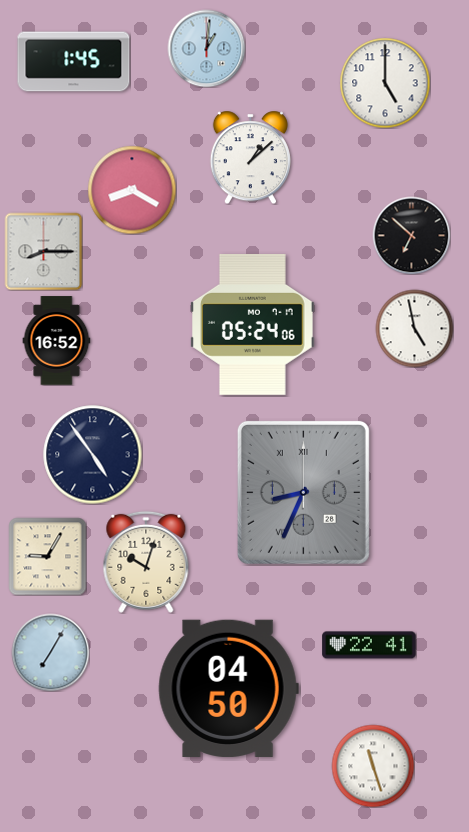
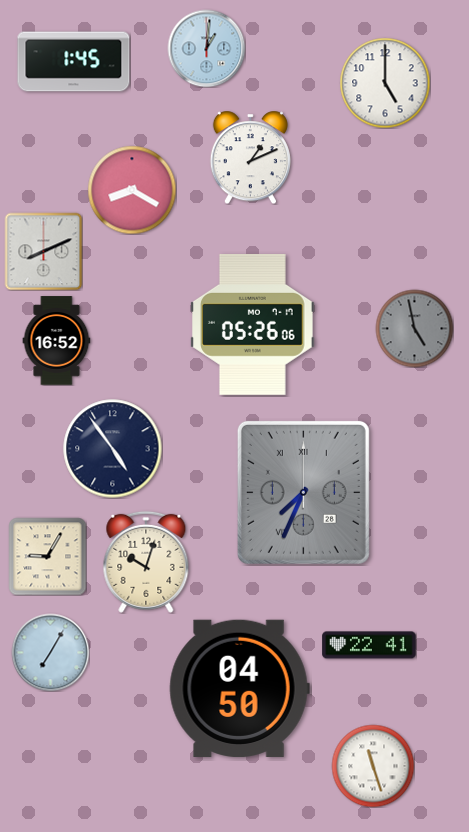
clock at (250, 157): 1:08 -> 1:11
clock at (411, 235): 6:52 -> none
clock at (43, 251): 8:15 -> 8:11
clock at (253, 324): 05:24 -> 05:26
clock at (414, 328) dial: white -> grey
clock at (93, 455) position: (93, 455) -> (113, 449)
clock at (303, 492): 8:34 -> 7:34
clock at (228, 688) position: (228, 688) -> (239, 688)
